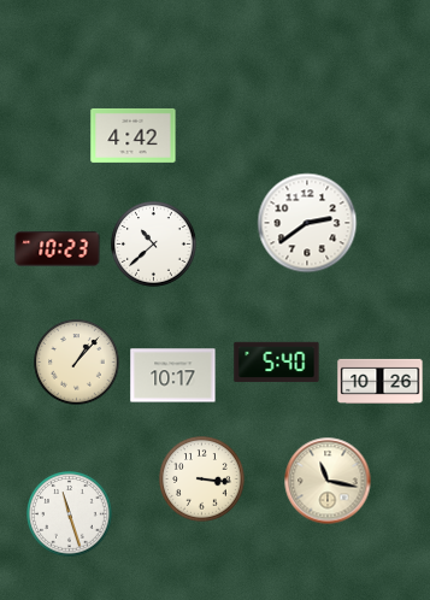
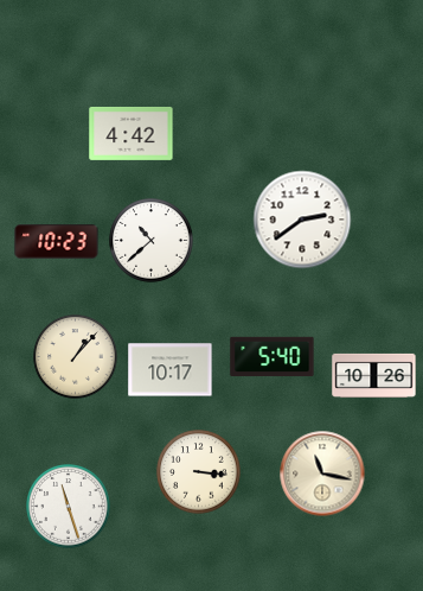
clock at (58, 249) position: (58, 249) -> (57, 242)
